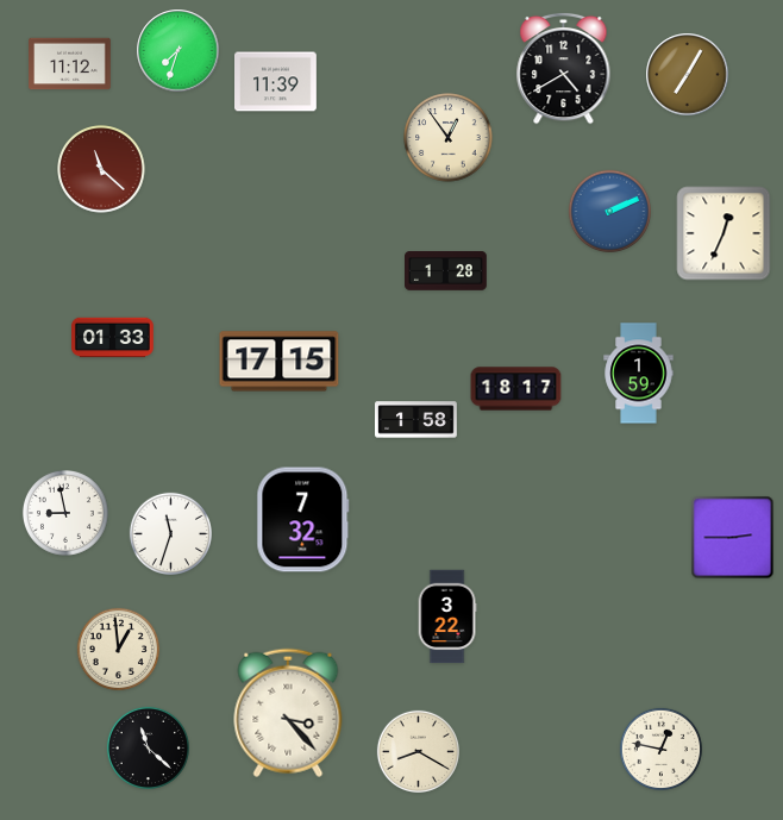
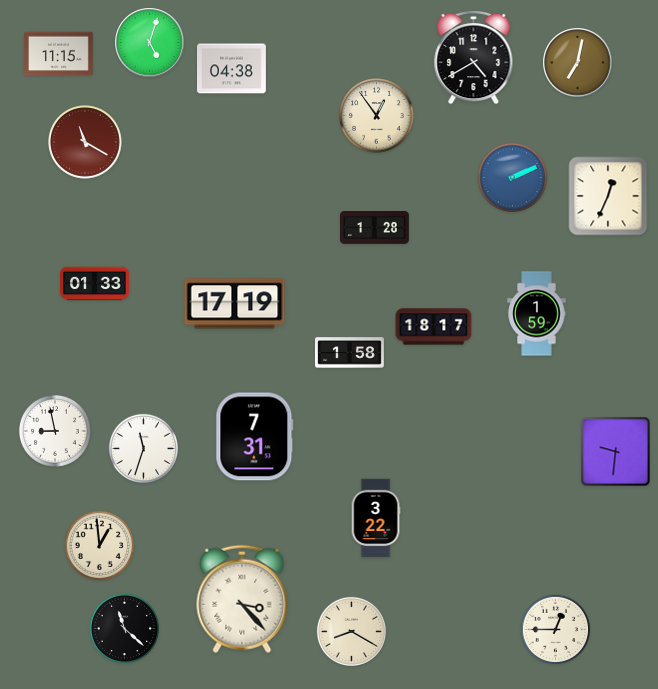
clock at (178, 51): 7:33 -> 5:03
clock at (70, 64): 11:12 -> 11:15
clock at (688, 75): 7:05 -> 7:02
clock at (276, 82): 11:39 -> 04:38
clock at (101, 169): 11:22 -> 11:20
clock at (280, 362): 17:15 -> 17:19
clock at (303, 520): 7:32 -> 7:31
clock at (733, 538): 2:45 -> 9:31
clock at (660, 749): 12:47 -> 12:45
